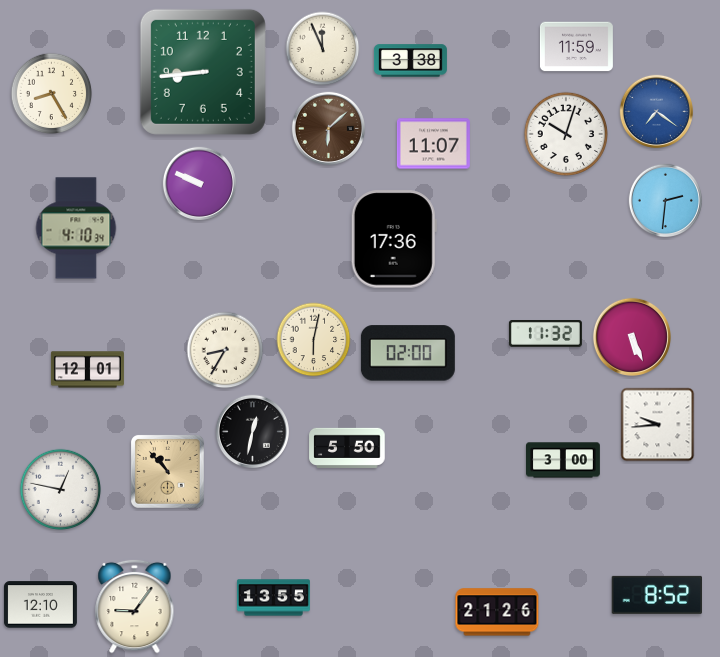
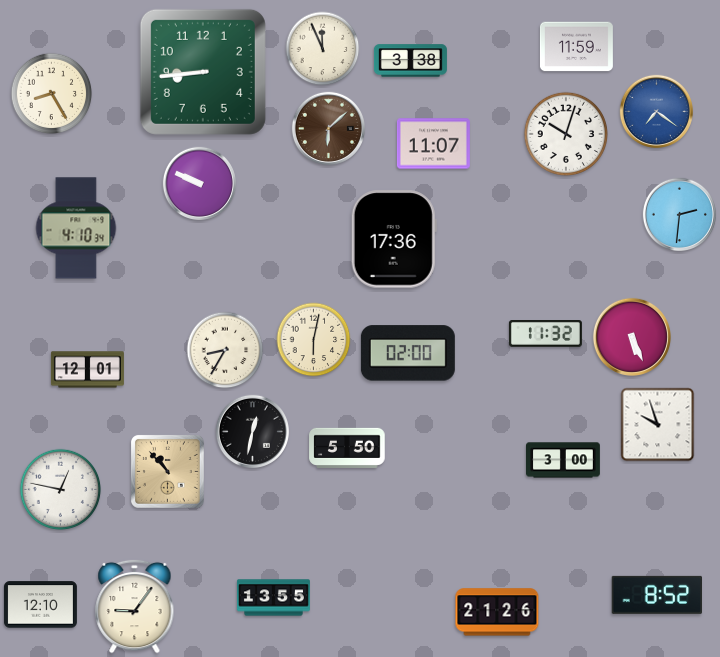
clock at (665, 200) position: (665, 200) -> (679, 214)
clock at (658, 425): 9:44 -> 9:57
